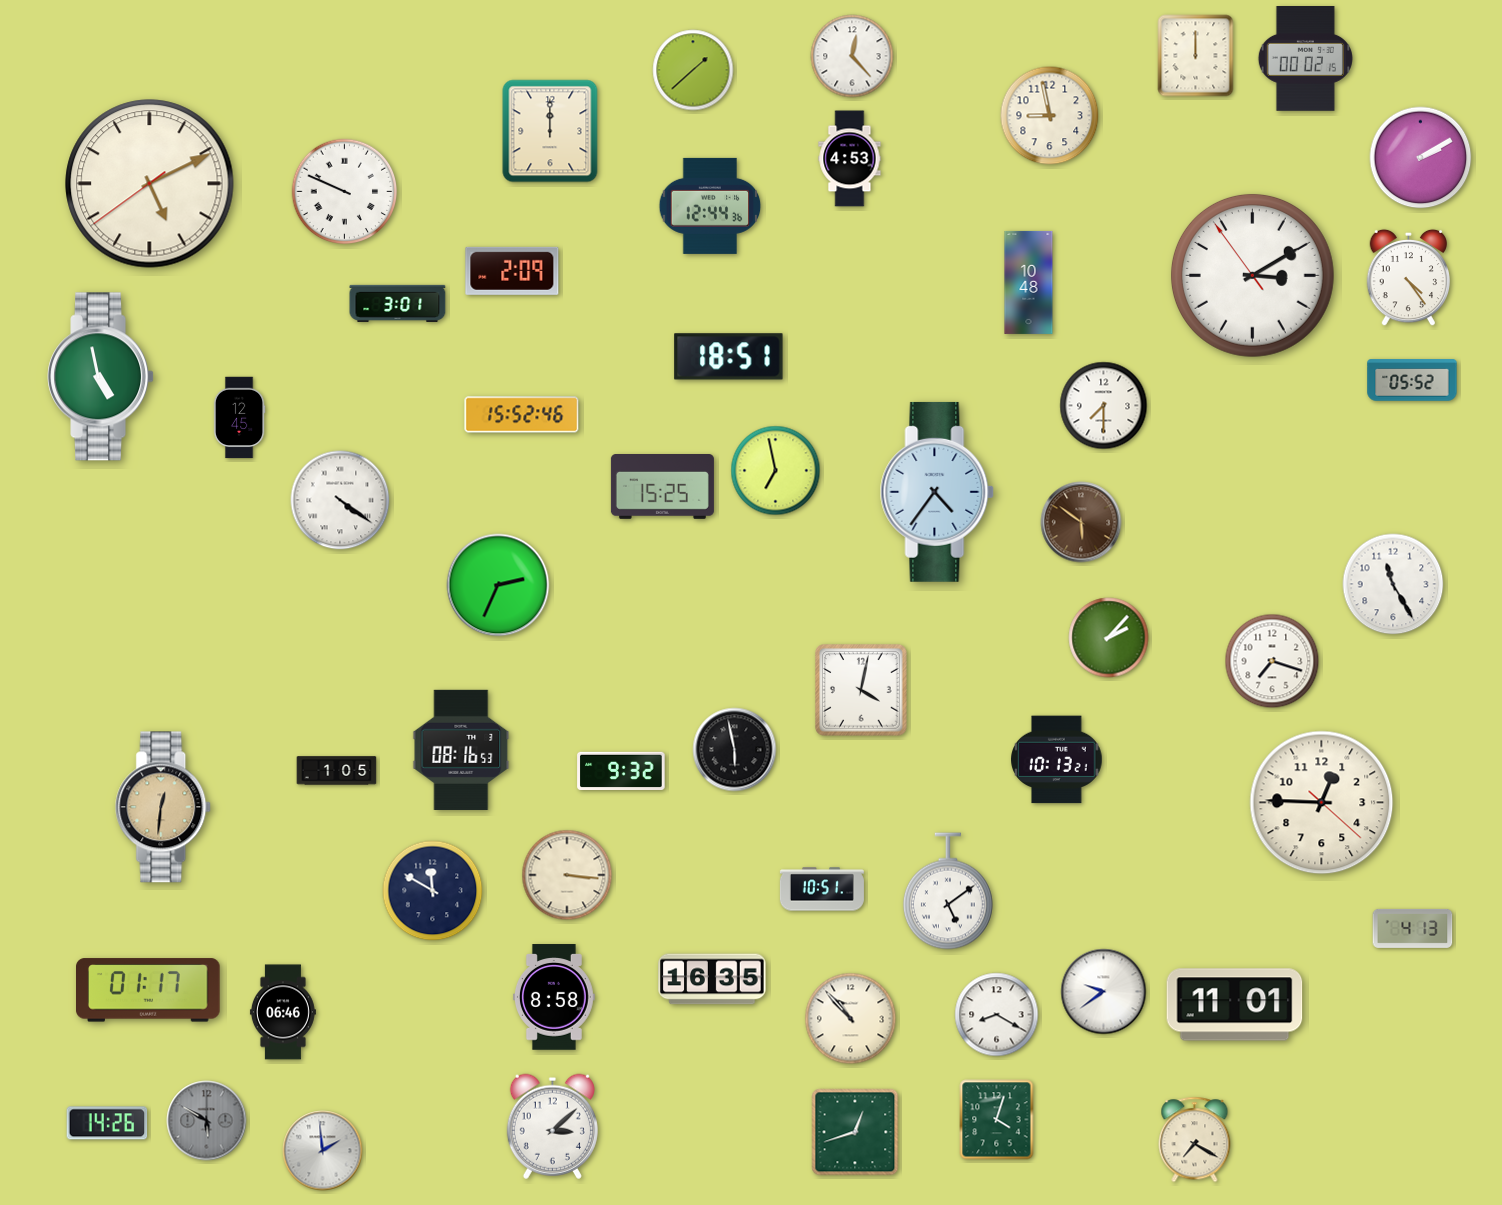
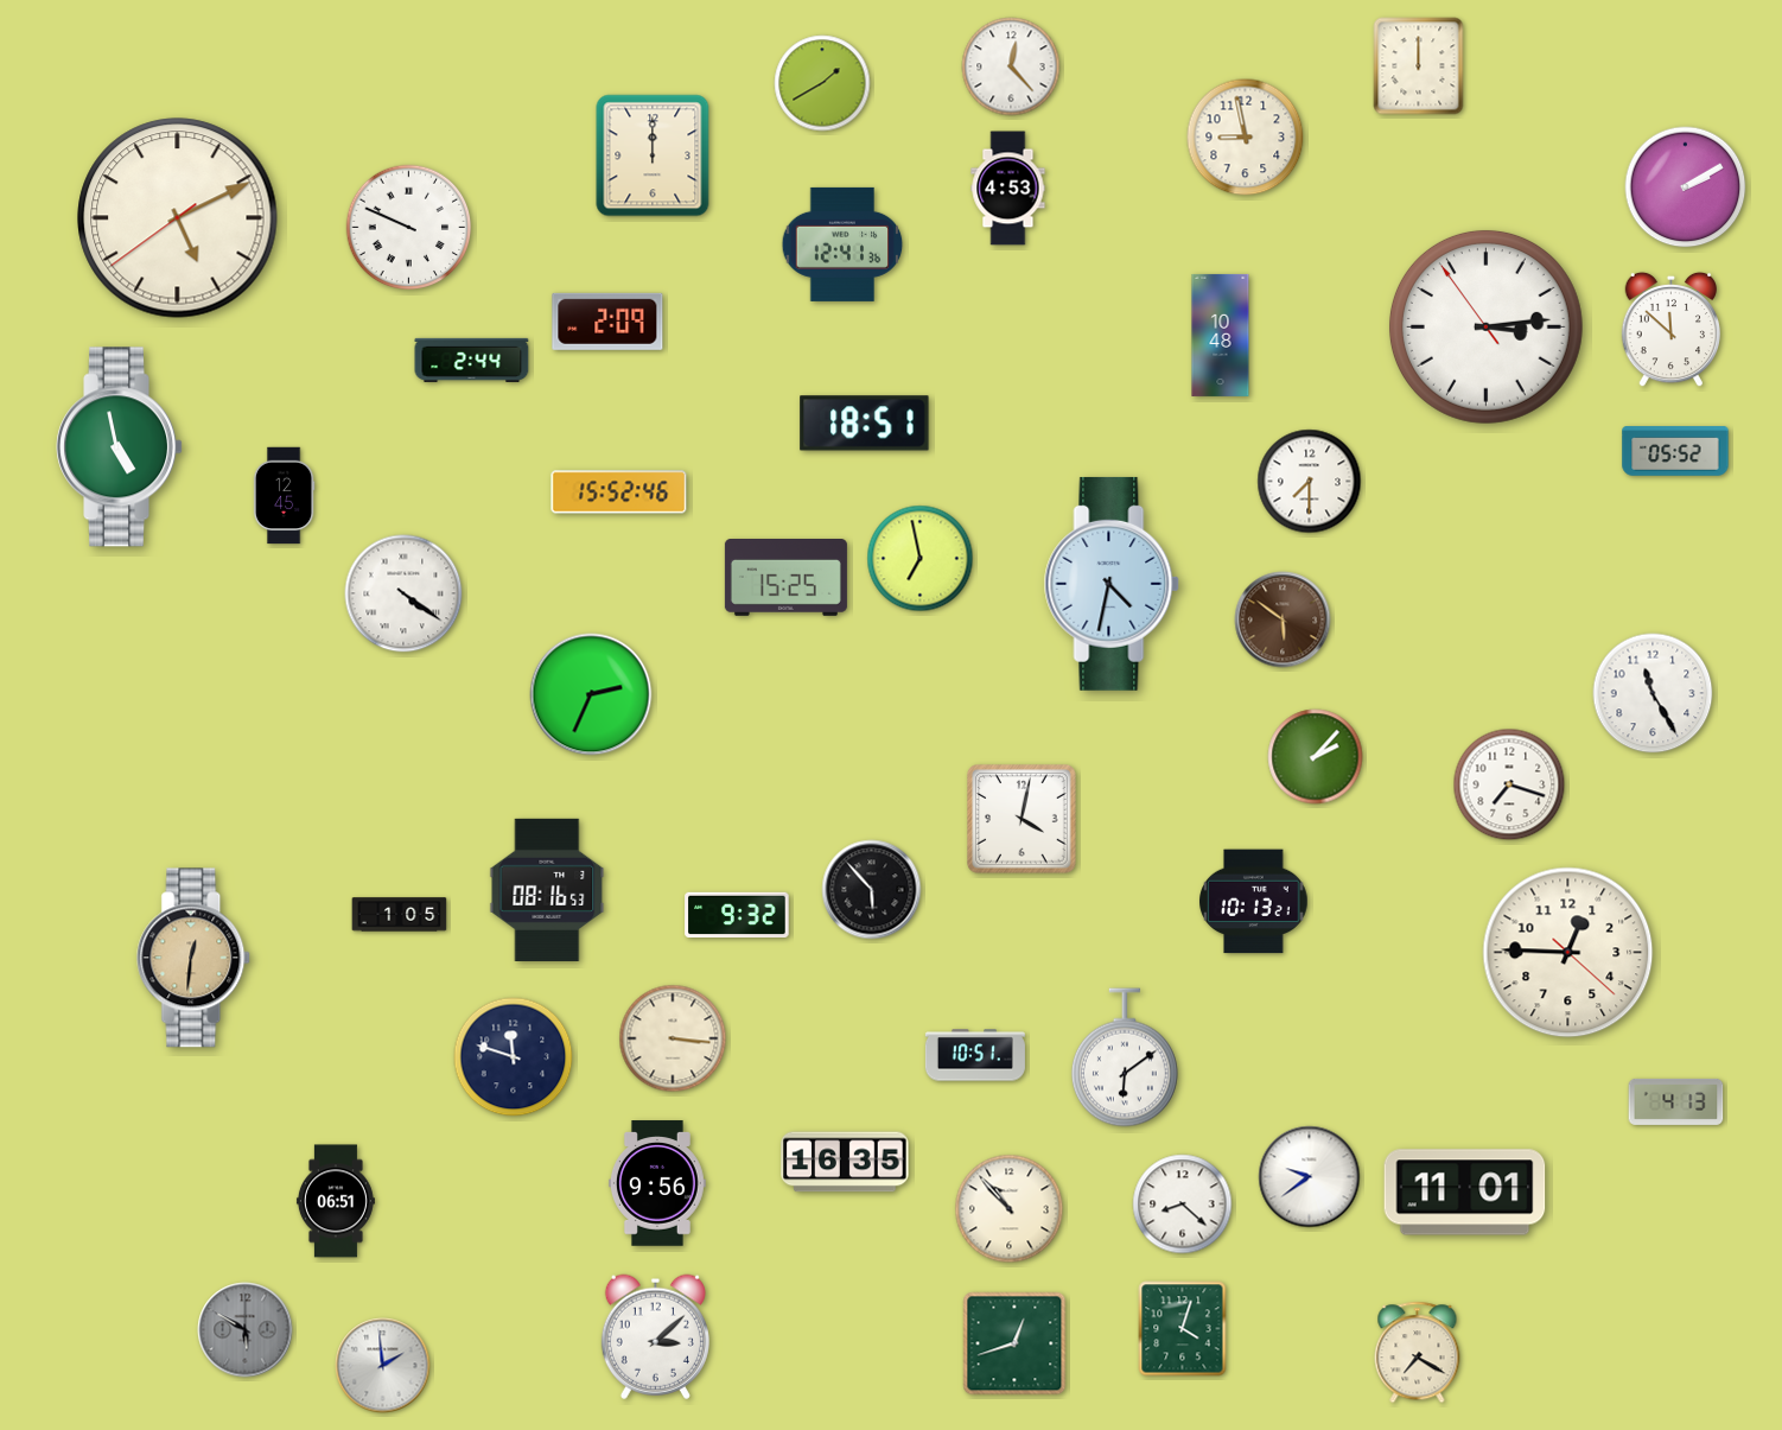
clock at (1305, 59): 00:02 -> none
clock at (693, 70): 1:38 -> 1:40
clock at (710, 206): 12:44 -> 12:41
clock at (1252, 275): 3:09 -> 3:13
clock at (1408, 278): 4:24 -> 11:52
clock at (398, 303): 3:01 -> 2:44
clock at (937, 492): 4:36 -> 4:32
clock at (735, 750): 5:58 -> 5:53
clock at (433, 891): 11:50 -> 11:48
clock at (948, 891): 5:09 -> 6:09
clock at (149, 990): 01:17 -> none
clock at (554, 997): 8:58 -> 9:56
clock at (283, 1012): 06:46 -> 06:51
clock at (997, 1015): 8:20 -> 8:22
clock at (107, 1123): 14:26 -> none
